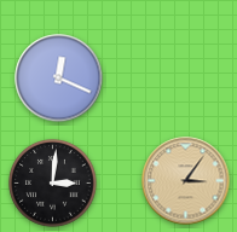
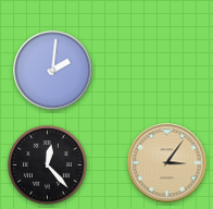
clock at (59, 79): 12:19 -> 2:01
clock at (53, 184): 3:01 -> 12:23
